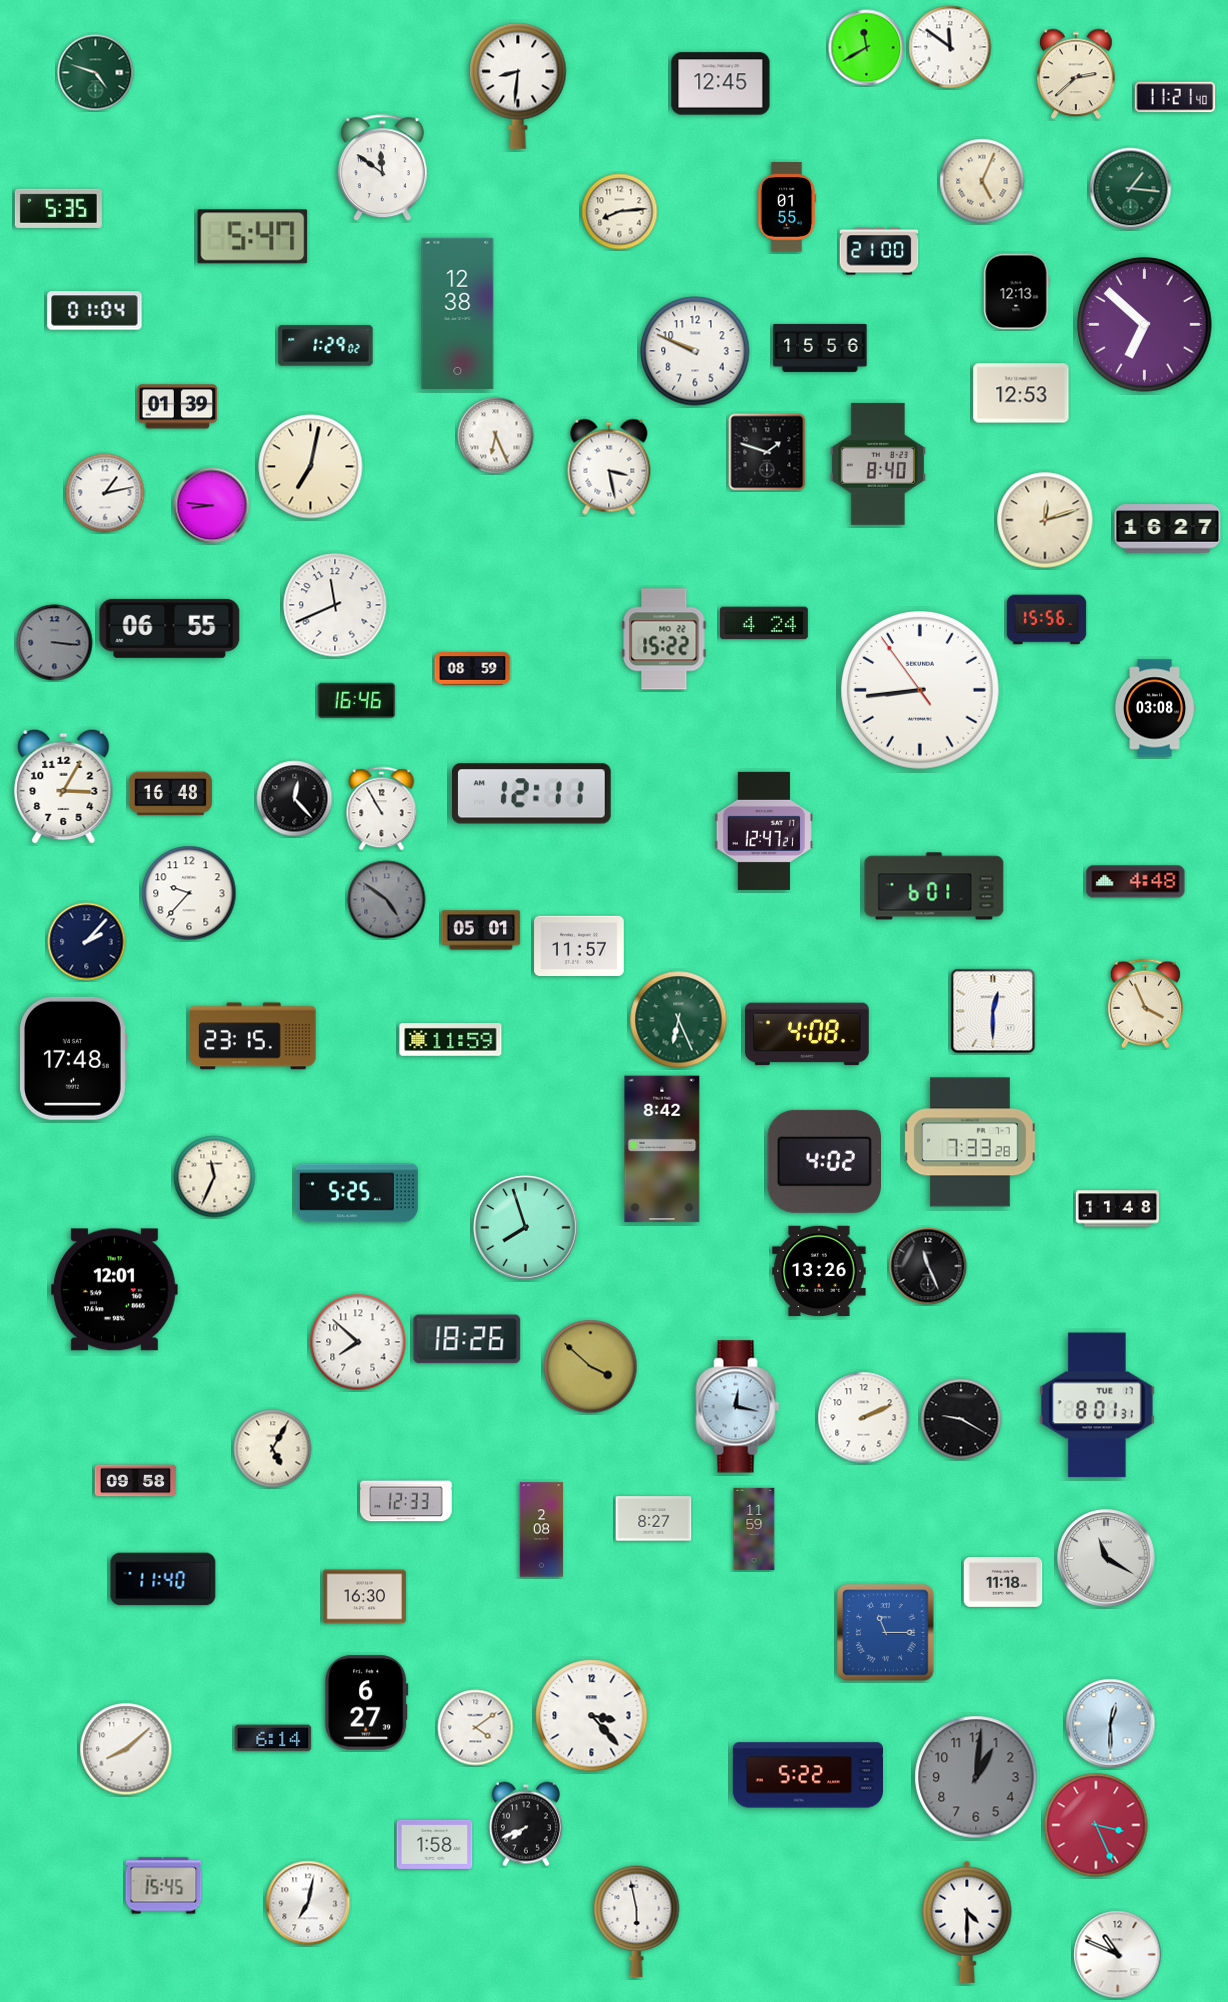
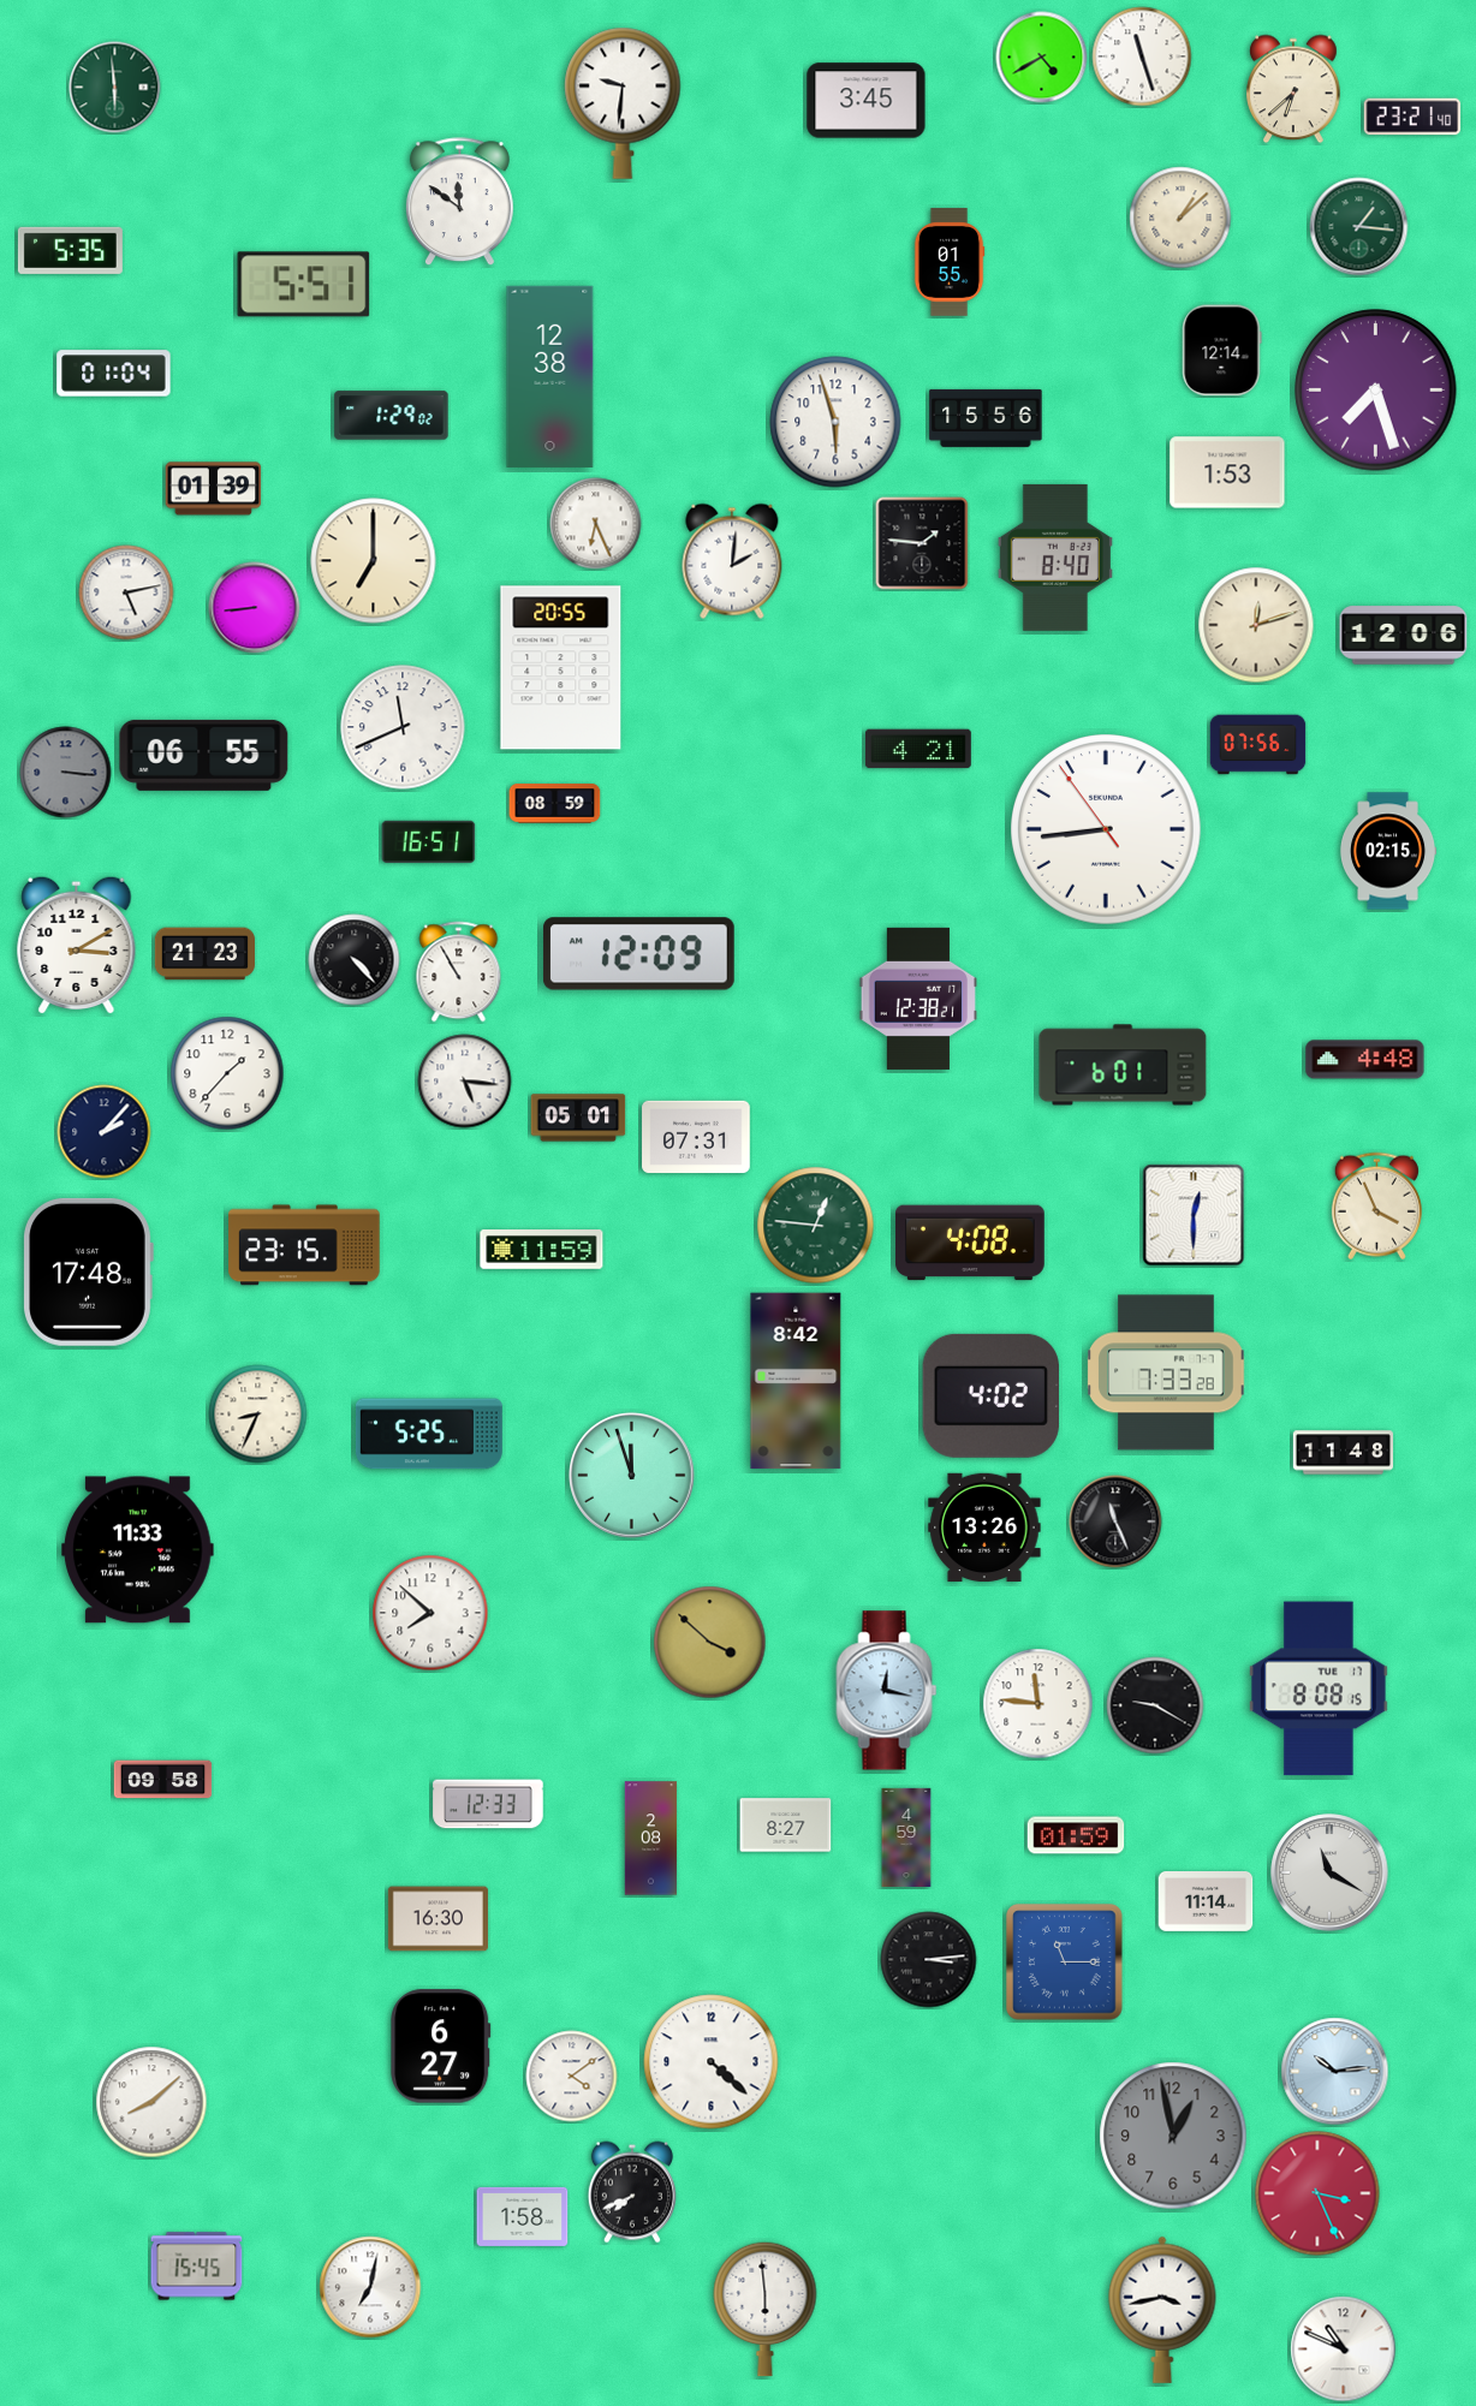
clock at (950, 47): 11:51 -> 11:27
clock at (867, 48): 11:40 -> 4:40
clock at (96, 73): 4:48 -> 5:59
clock at (1076, 74): 2:38 -> 6:38
clock at (721, 84): 12:45 -> 3:45
clock at (518, 86): 8:31 -> 9:31
clock at (1175, 97): 11:21 -> 23:21
clock at (982, 181): 5:04 -> 1:08
clock at (787, 207) position: (787, 207) -> (950, 262)
clock at (620, 212): 8:14 -> none
clock at (253, 237): 5:47 -> 5:51
clock at (879, 251): 21:00 -> none
clock at (1017, 292): 12:13 -> 12:14
clock at (1145, 325): 6:52 -> 7:27
clock at (695, 351): 9:49 -> 5:57
clock at (1021, 393): 12:53 -> 1:53
clock at (767, 452): 1:48 -> 1:46
clock at (311, 467): 7:02 -> 7:00
clock at (609, 467): 3:28 -> 2:01
clock at (105, 493): 1:13 -> 5:13
clock at (212, 506): 8:46 -> 8:44
clock at (1168, 529): 16:27 -> 12:06
clock at (561, 668): none -> 20:55
clock at (1047, 620): 15:56 -> 07:56
clock at (764, 623): 4:24 -> 4:21
clock at (664, 639): 15:22 -> none
clock at (473, 669) position: (473, 669) -> (555, 804)
clock at (357, 701): 16:46 -> 16:51
clock at (1155, 708): 03:08 -> 02:15
clock at (64, 786): 3:05 -> 3:10
clock at (170, 794): 16:48 -> 21:23
clock at (531, 794): 12:11 -> 12:09
clock at (295, 799): 12:23 -> 4:23
clock at (763, 831): 12:47 -> 12:38
clock at (189, 893): 9:37 -> 1:37
clock at (387, 900): 4:51 -> 5:16
clock at (387, 900) dial: grey -> white
clock at (579, 946): 11:57 -> 07:31
clock at (679, 1020): 6:26 -> 12:46
clock at (215, 1177): 11:34 -> 8:34
clock at (526, 1228): 7:57 -> 11:57
clock at (115, 1290): 12:01 -> 11:33
clock at (467, 1339): 18:26 -> none
clock at (1097, 1405): 8:01 -> 8:08
clock at (864, 1418): 2:11 -> 11:46
clock at (273, 1449): 5:05 -> none
clock at (1076, 1835): none -> 01:59
clock at (754, 1529): 11:59 -> 4:59
clock at (163, 1579): 11:40 -> none
clock at (1003, 1583): 11:18 -> 11:14
clock at (929, 1960): none -> 3:14
clock at (592, 1716): 3:23 -> 4:22
clock at (1111, 1724): 12:30 -> 10:14
clock at (273, 1738): 6:14 -> none
clock at (807, 1775): 5:22 -> none
clock at (976, 1777): 1:01 -> 12:58
clock at (637, 1921): 5:58 -> 5:59
clock at (967, 1922): 4:30 -> 3:43
